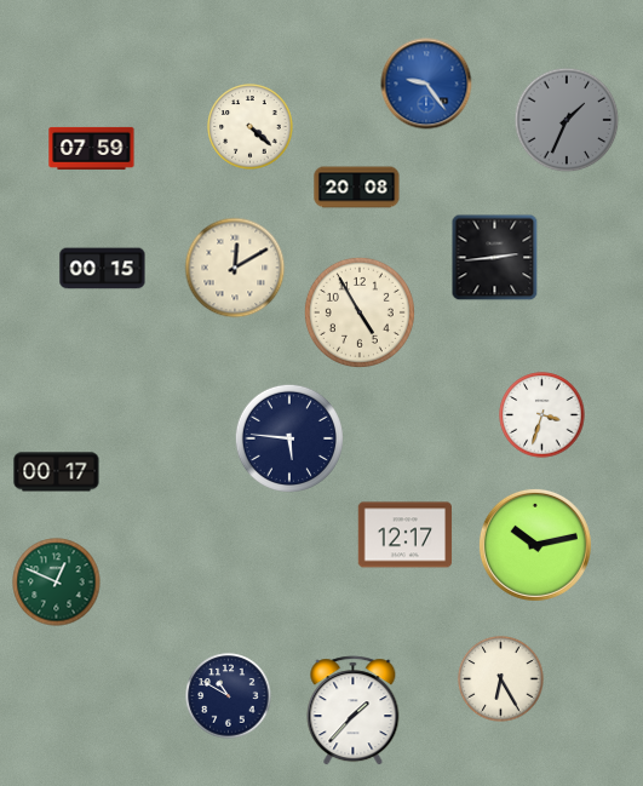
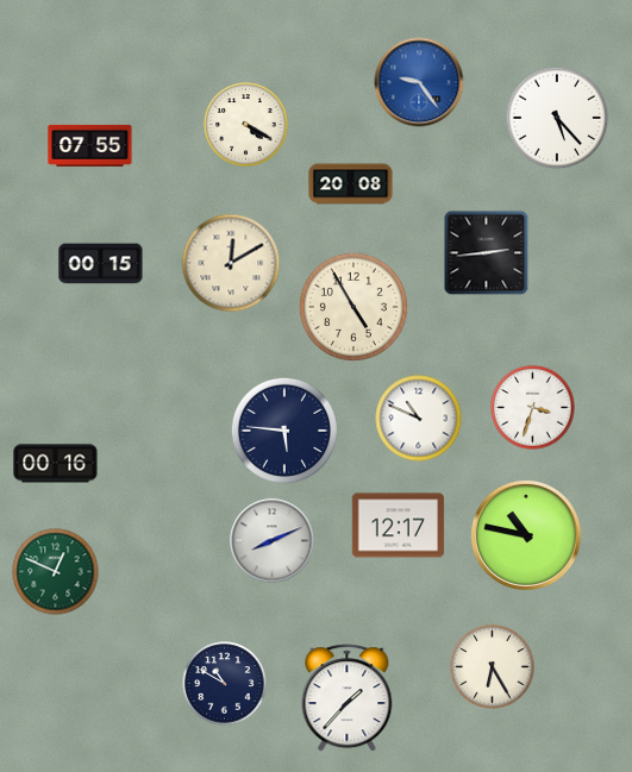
clock at (567, 120): 1:34 -> 5:23
clock at (567, 120) dial: grey -> white
clock at (251, 127): 4:22 -> 4:20
clock at (92, 148): 07:59 -> 07:55
clock at (419, 419): none -> 10:49
clock at (57, 472): 00:17 -> 00:16
clock at (535, 545): 10:13 -> 10:47
clock at (273, 541): none -> 8:11
